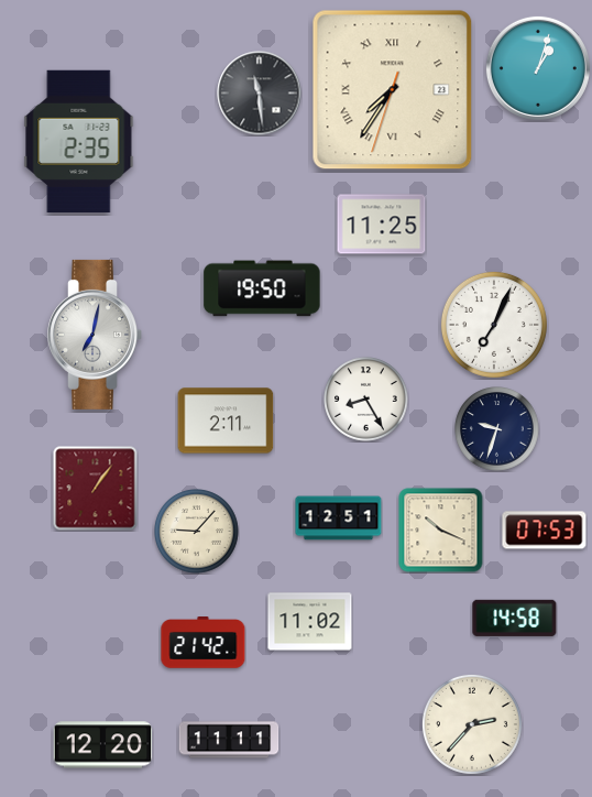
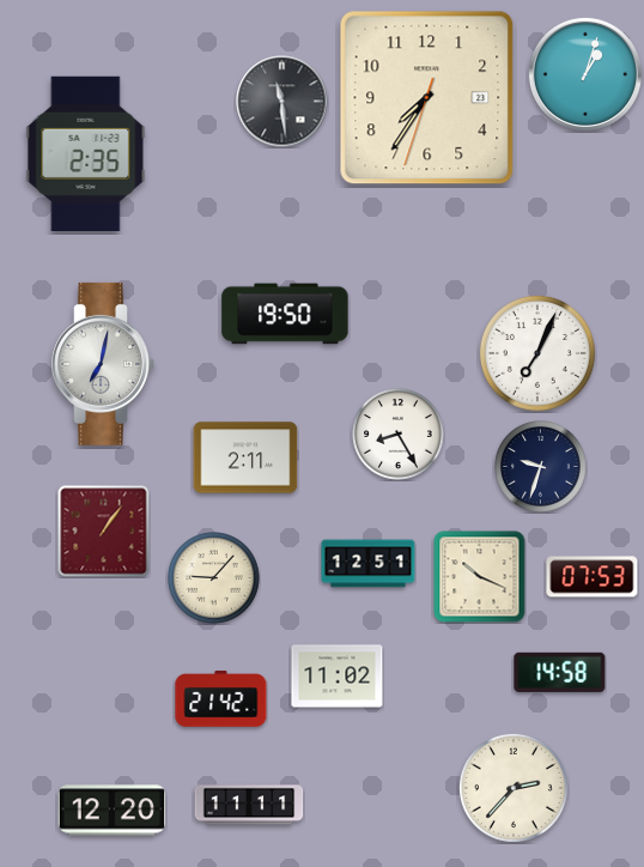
clock at (393, 90) numerals: Roman -> Arabic
clock at (382, 225): 11:25 -> none
